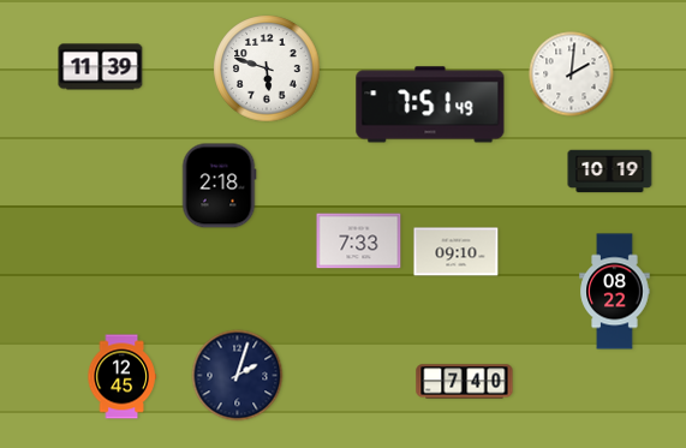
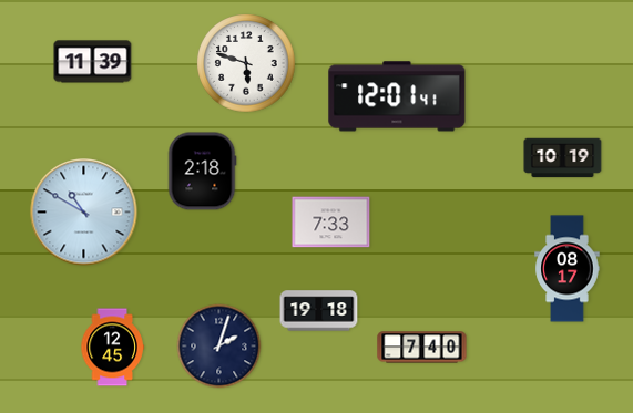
clock at (572, 74): 2:01 -> none
clock at (430, 104): 7:51 -> 12:01
clock at (84, 213): none -> 10:50
clock at (457, 252): 09:10 -> none
clock at (615, 292): 08:22 -> 08:17
clock at (319, 311): none -> 19:18
clock at (465, 382) position: (465, 382) -> (422, 348)
